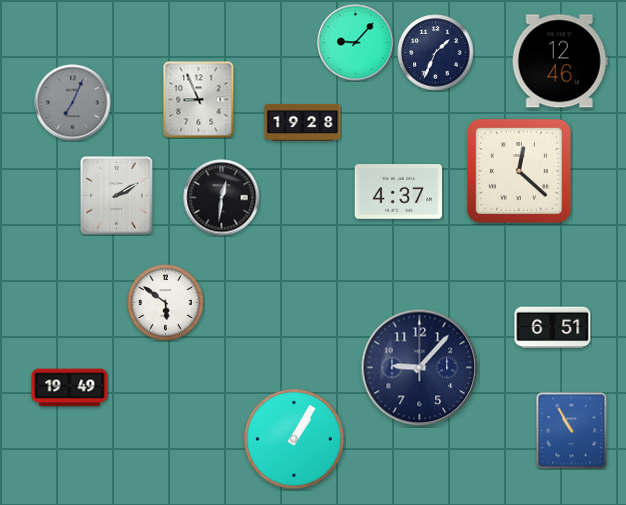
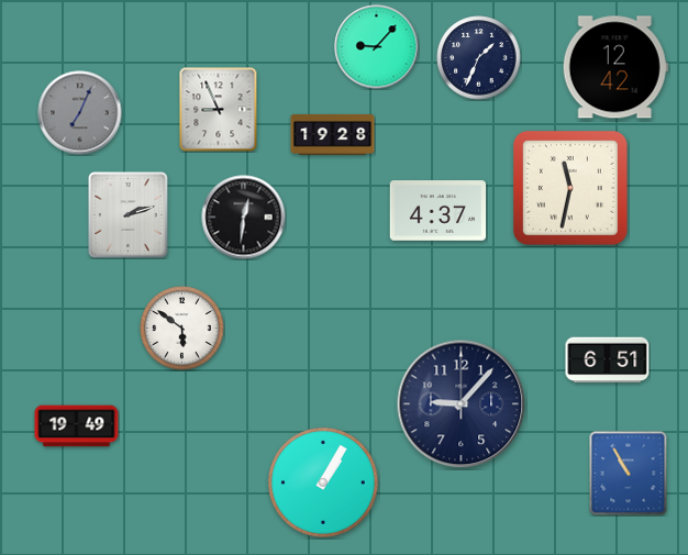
clock at (356, 43) position: (356, 43) -> (377, 47)
clock at (560, 61): 12:46 -> 12:42
clock at (519, 171): 12:22 -> 11:32
clock at (117, 196): 2:10 -> 2:12
clock at (166, 303) position: (166, 303) -> (182, 329)
